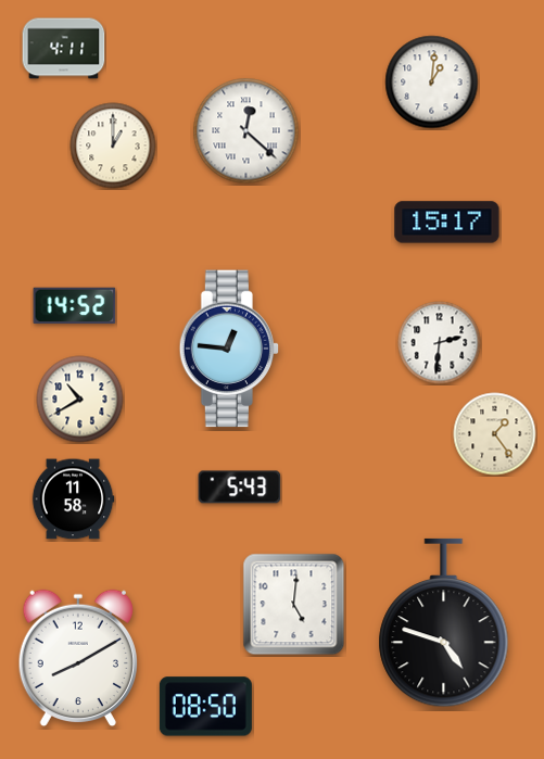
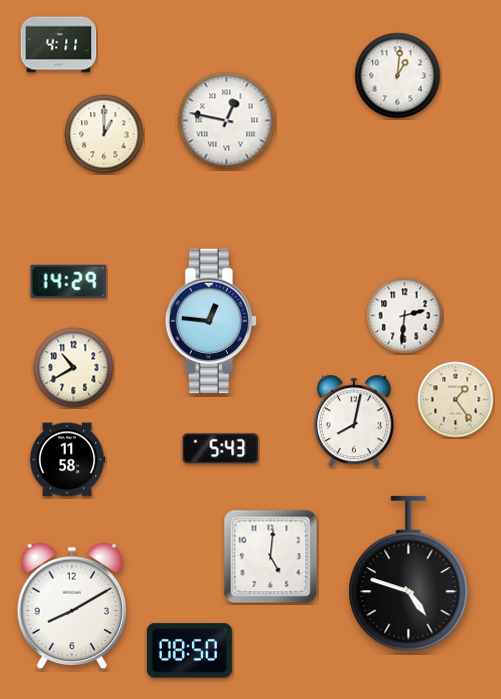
clock at (246, 131): 12:22 -> 12:47
clock at (447, 223): 15:17 -> none
clock at (75, 306): 14:52 -> 14:29
clock at (354, 421): none -> 8:02
